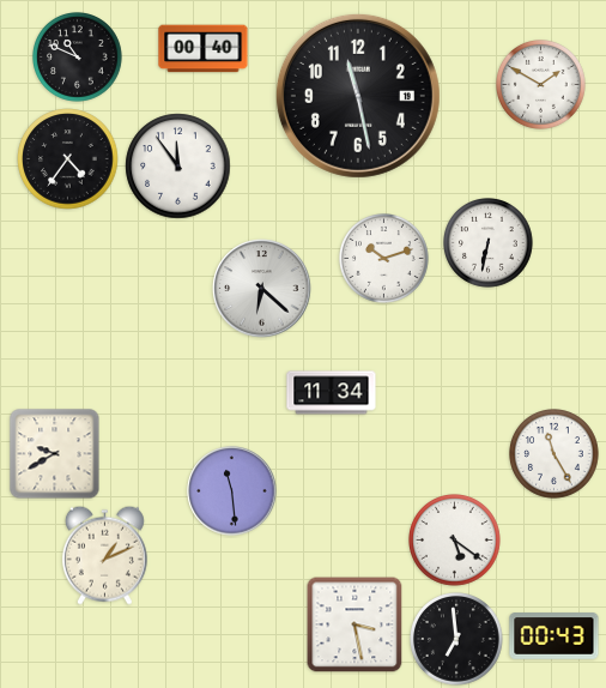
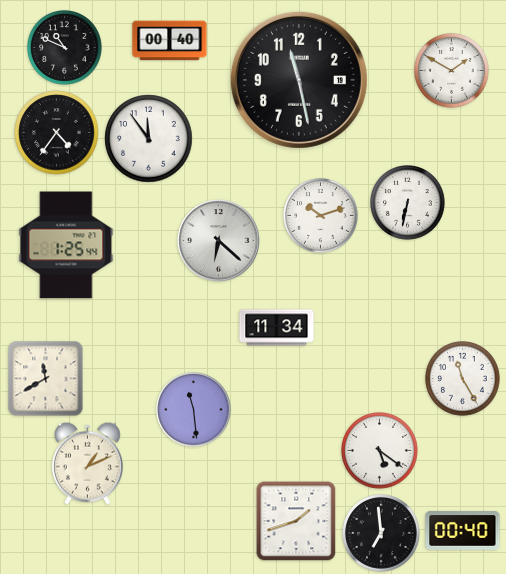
clock at (66, 245): none -> 1:25
clock at (55, 454): 9:40 -> 11:40
clock at (354, 624): 3:28 -> 1:42
clock at (555, 636): 00:43 -> 00:40
